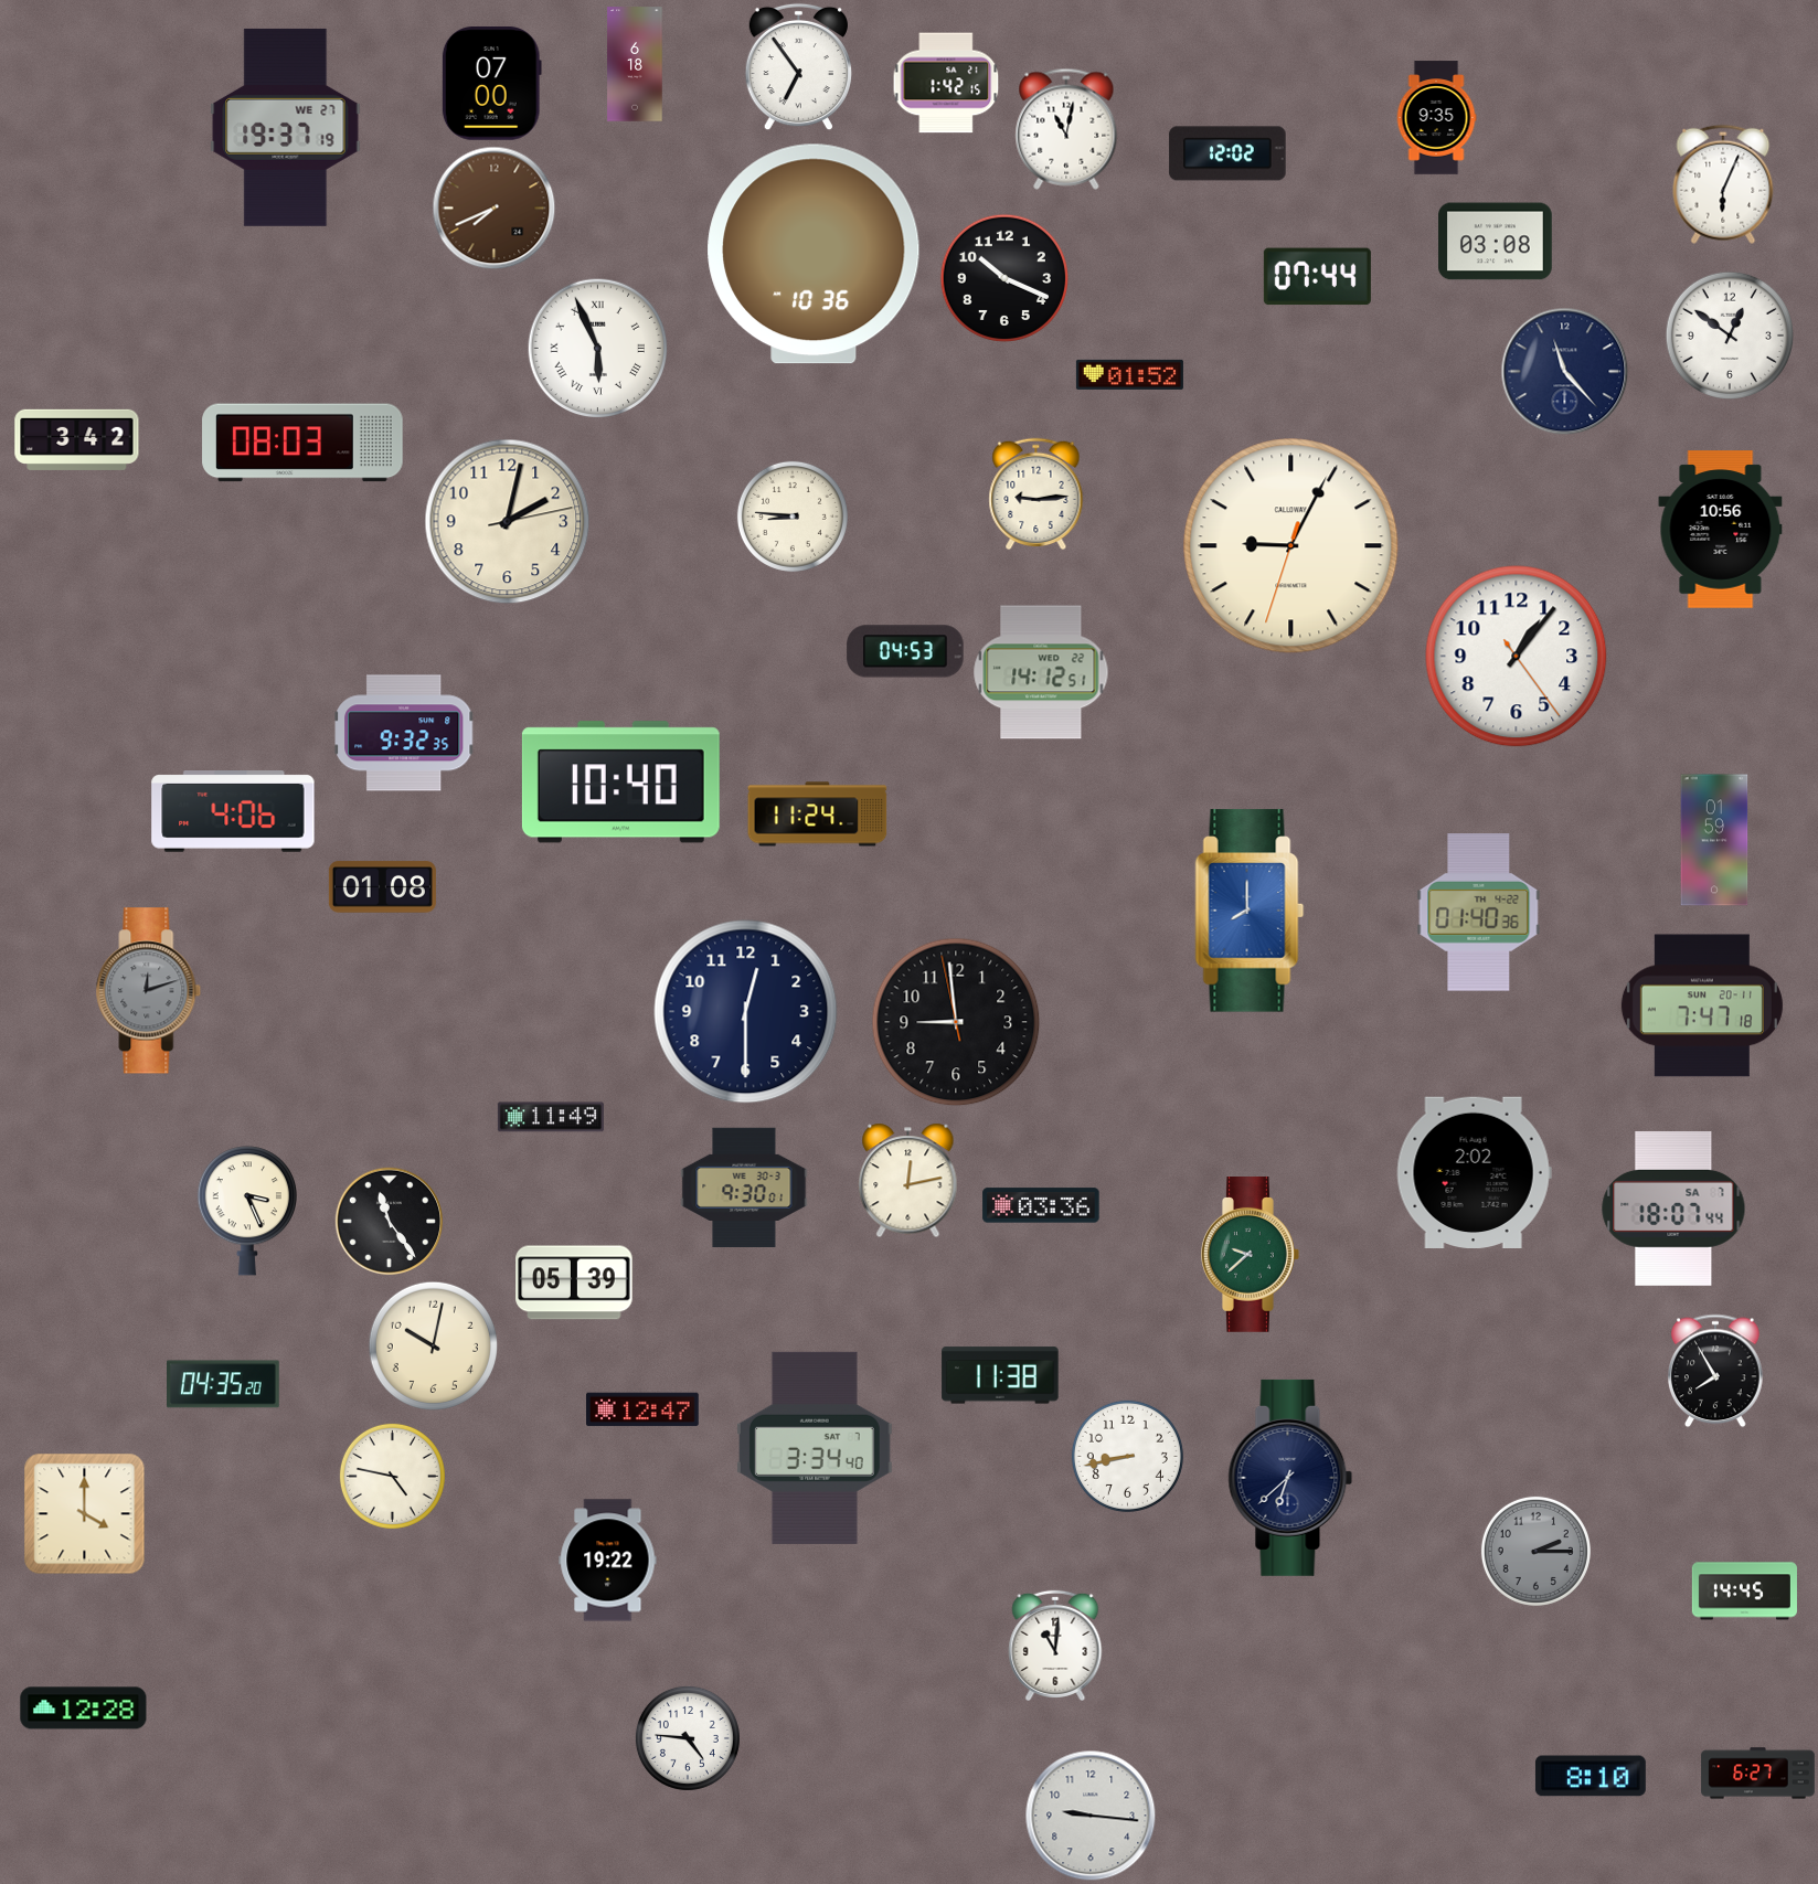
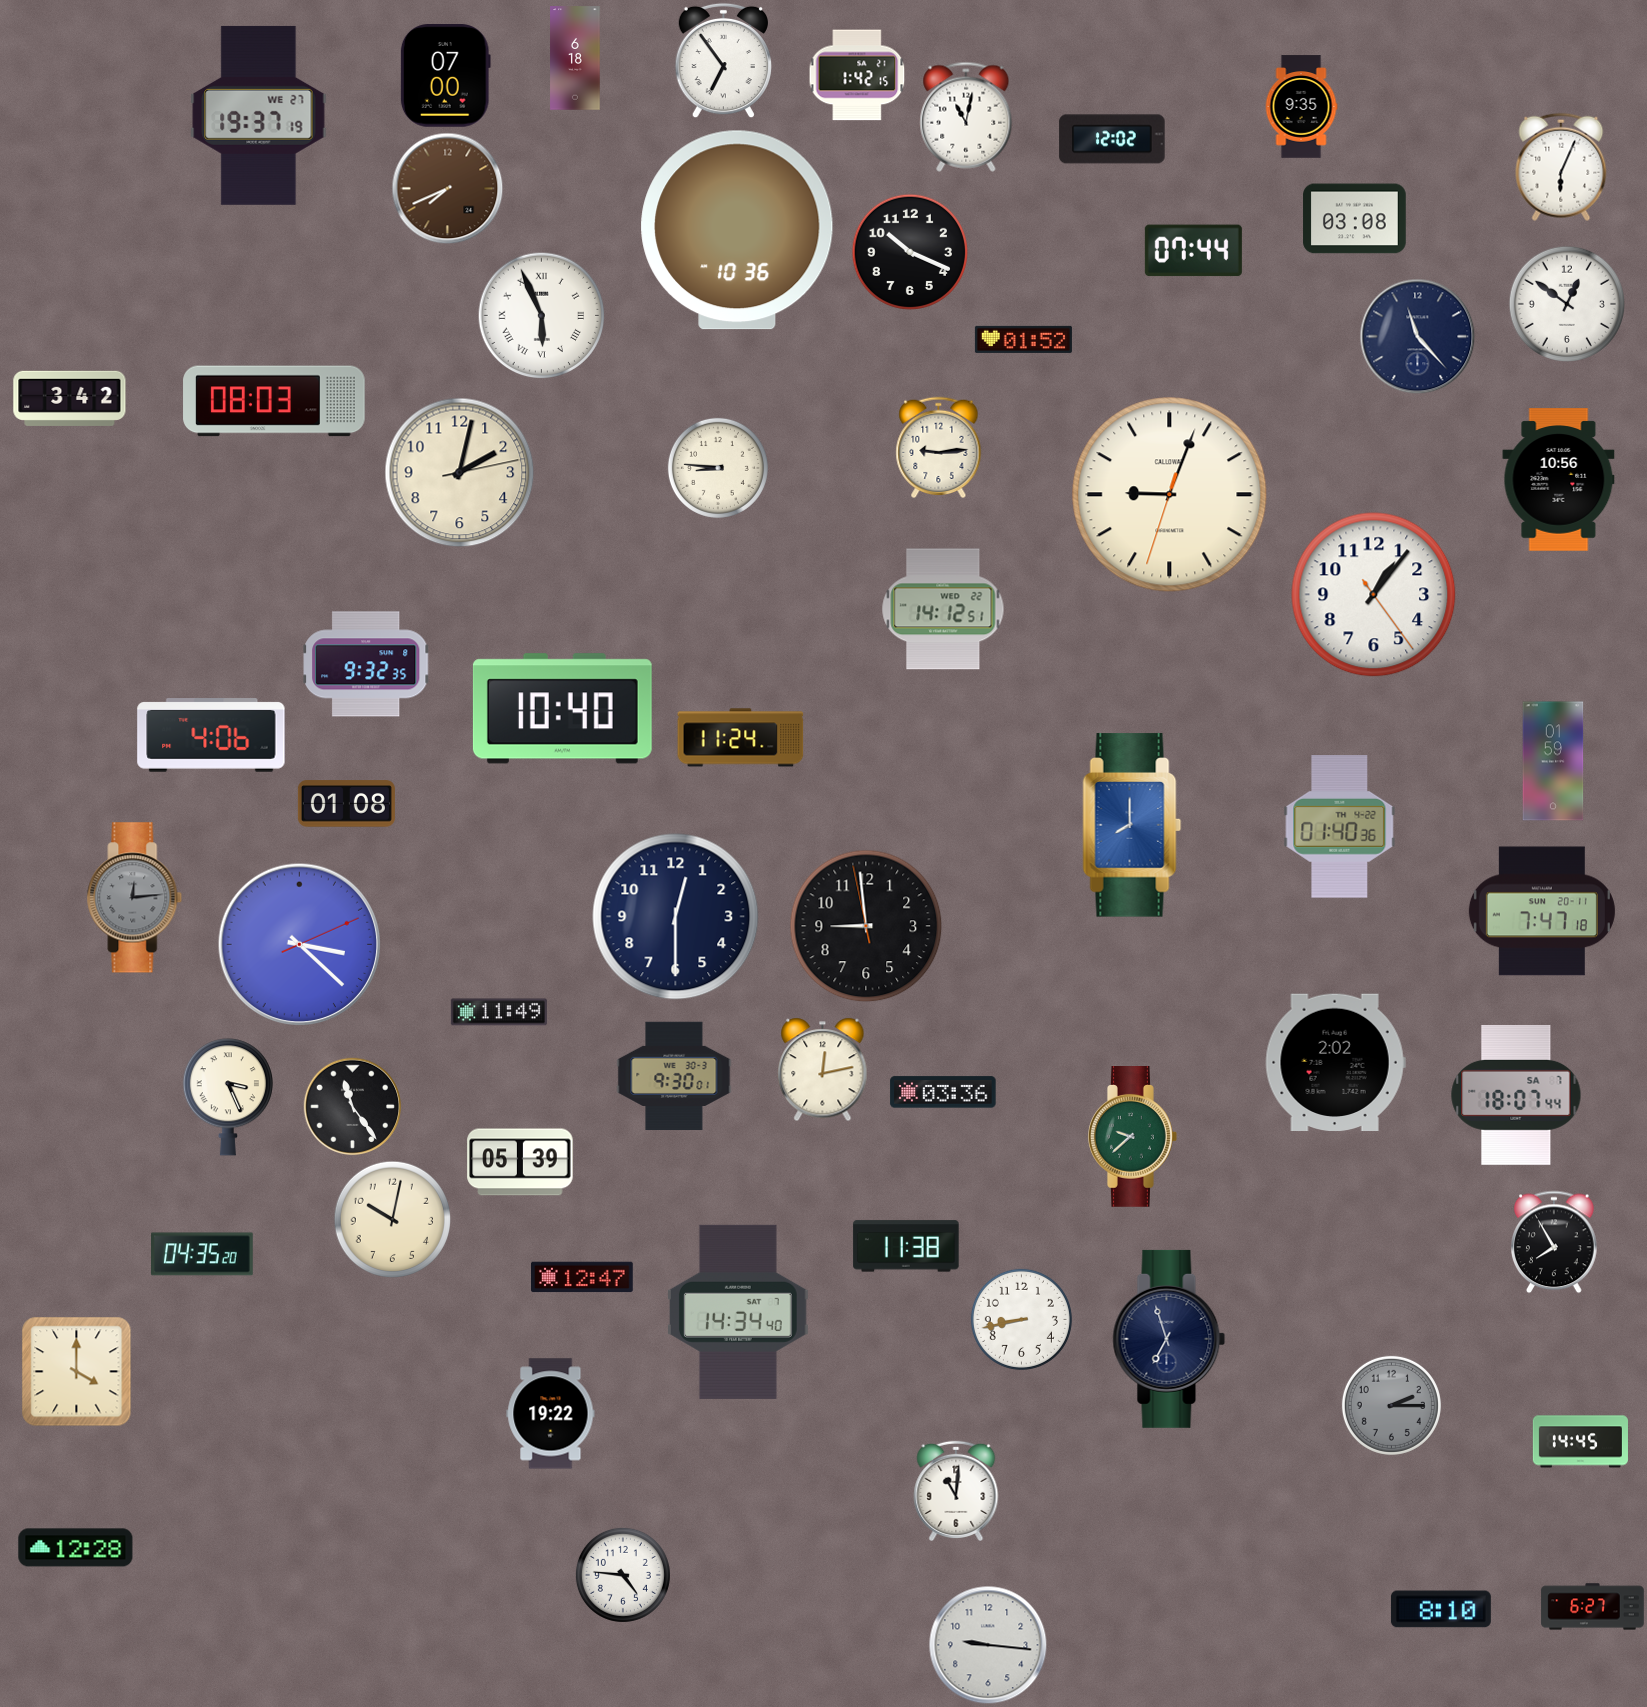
clock at (1291, 546): 9:04 -> 9:03
clock at (905, 651): 04:53 -> none
clock at (149, 991): 12:12 -> 12:14
clock at (299, 944): none -> 3:22
clock at (247, 1211) position: (247, 1211) -> (228, 1097)
clock at (815, 1448): 3:34 -> 14:34
clock at (392, 1476): 4:47 -> none
clock at (1290, 1478): 6:38 -> 6:57
